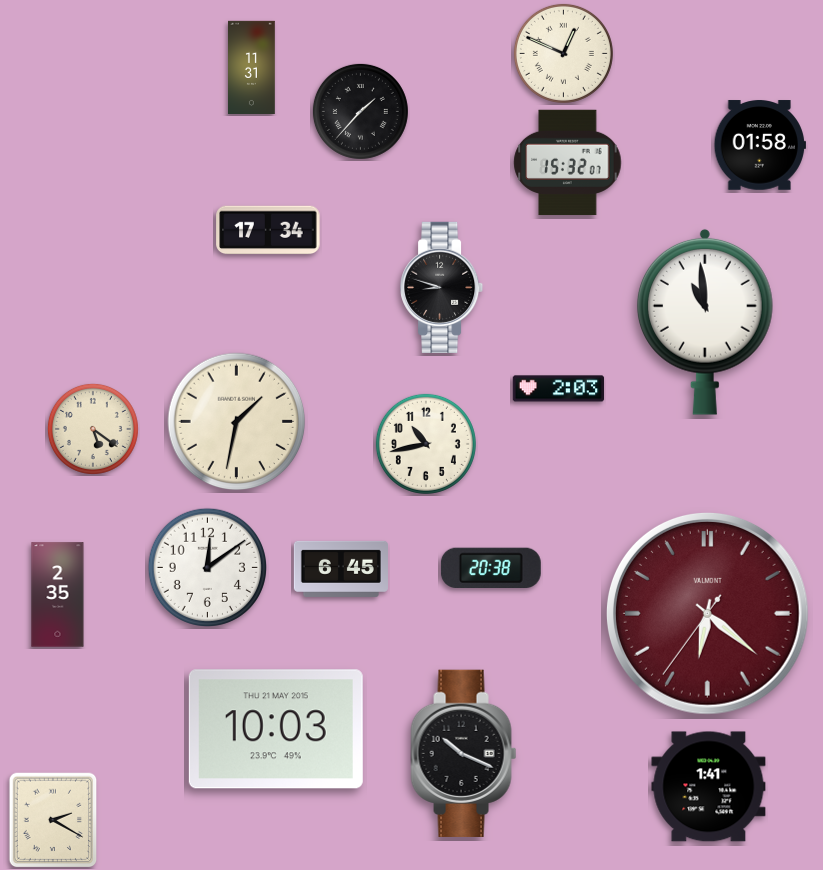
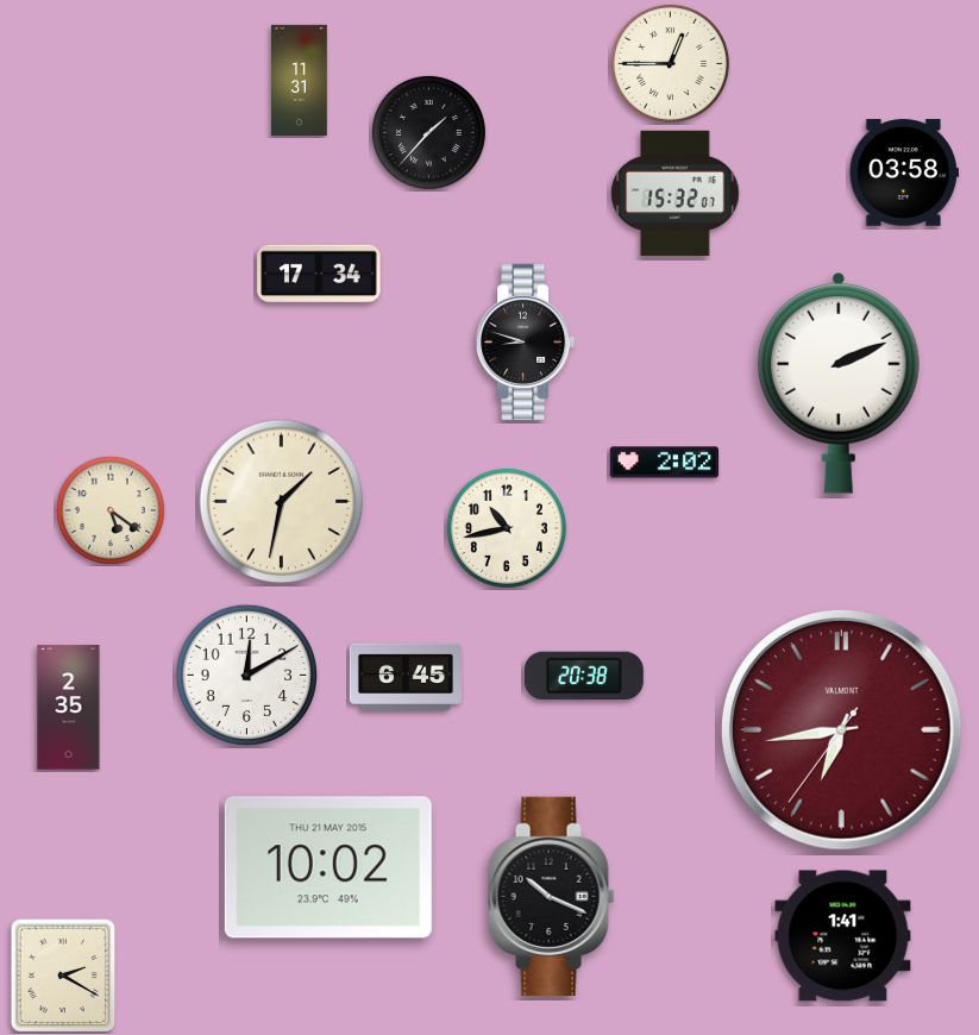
clock at (563, 53): 12:49 -> 12:45
clock at (759, 145): 01:58 -> 03:58
clock at (705, 322): 10:59 -> 2:11
clock at (559, 389): 2:03 -> 2:02
clock at (207, 567): 12:09 -> 12:10
clock at (707, 613): 6:21 -> 6:43
clock at (276, 729): 10:03 -> 10:02
